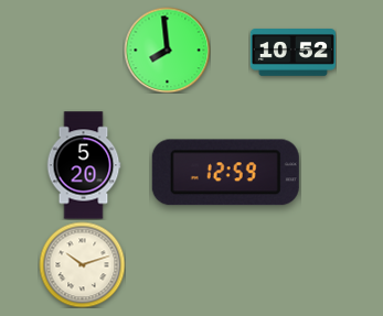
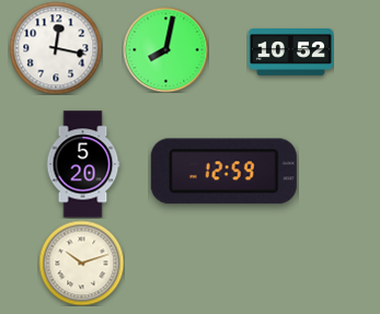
clock at (56, 48): none -> 12:17
clock at (167, 50): 7:59 -> 8:02
